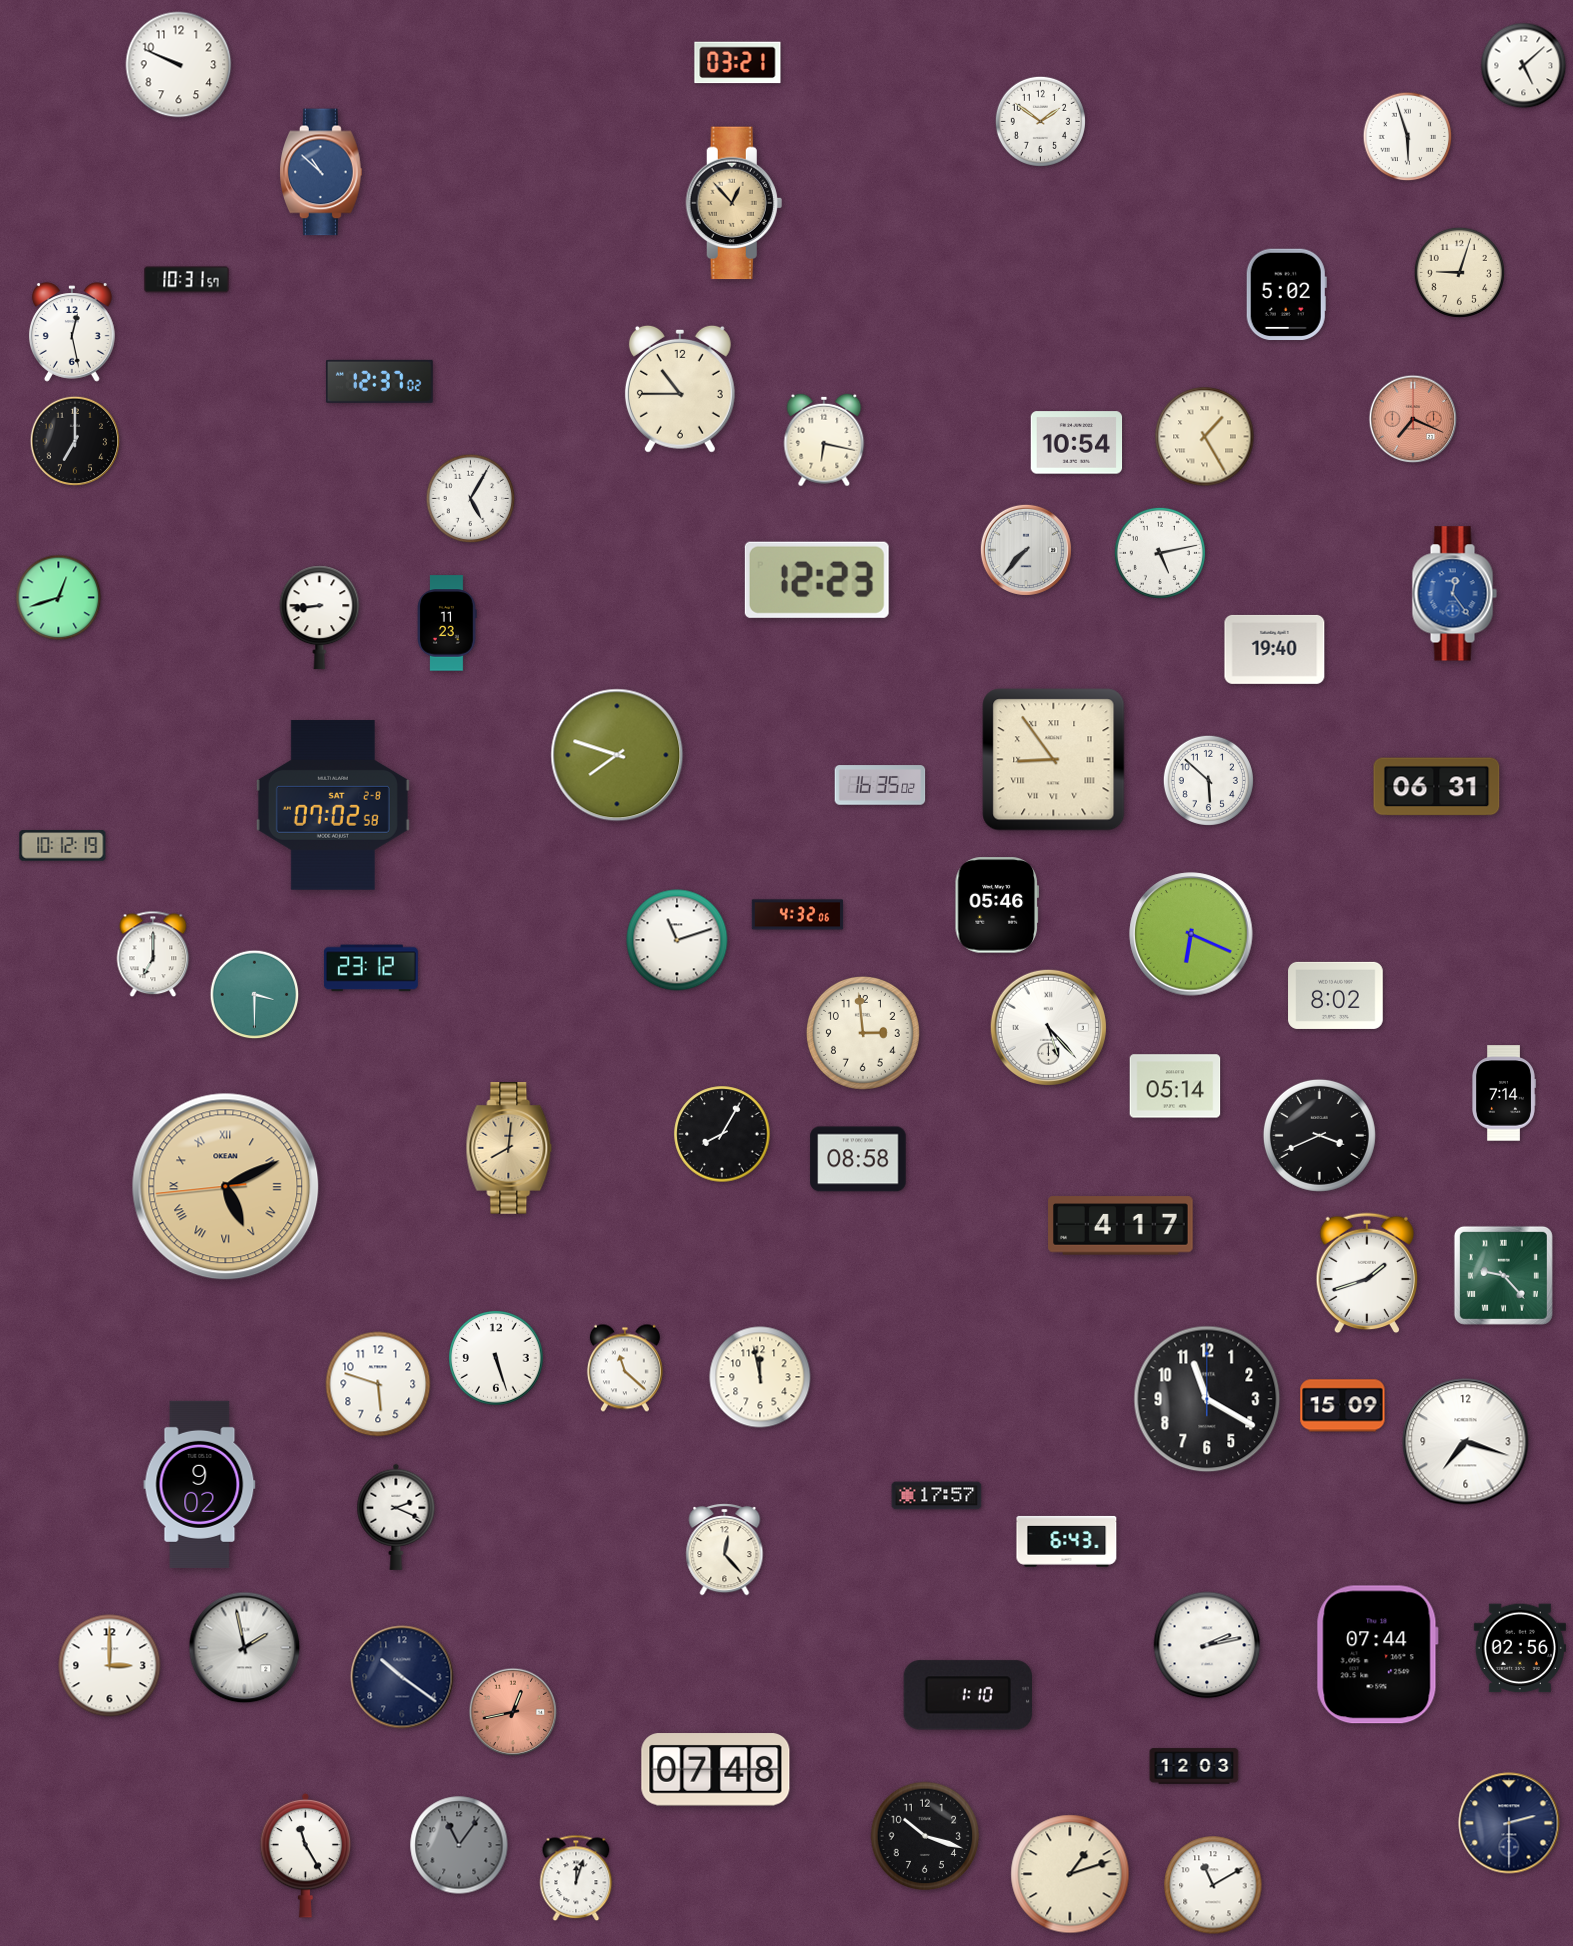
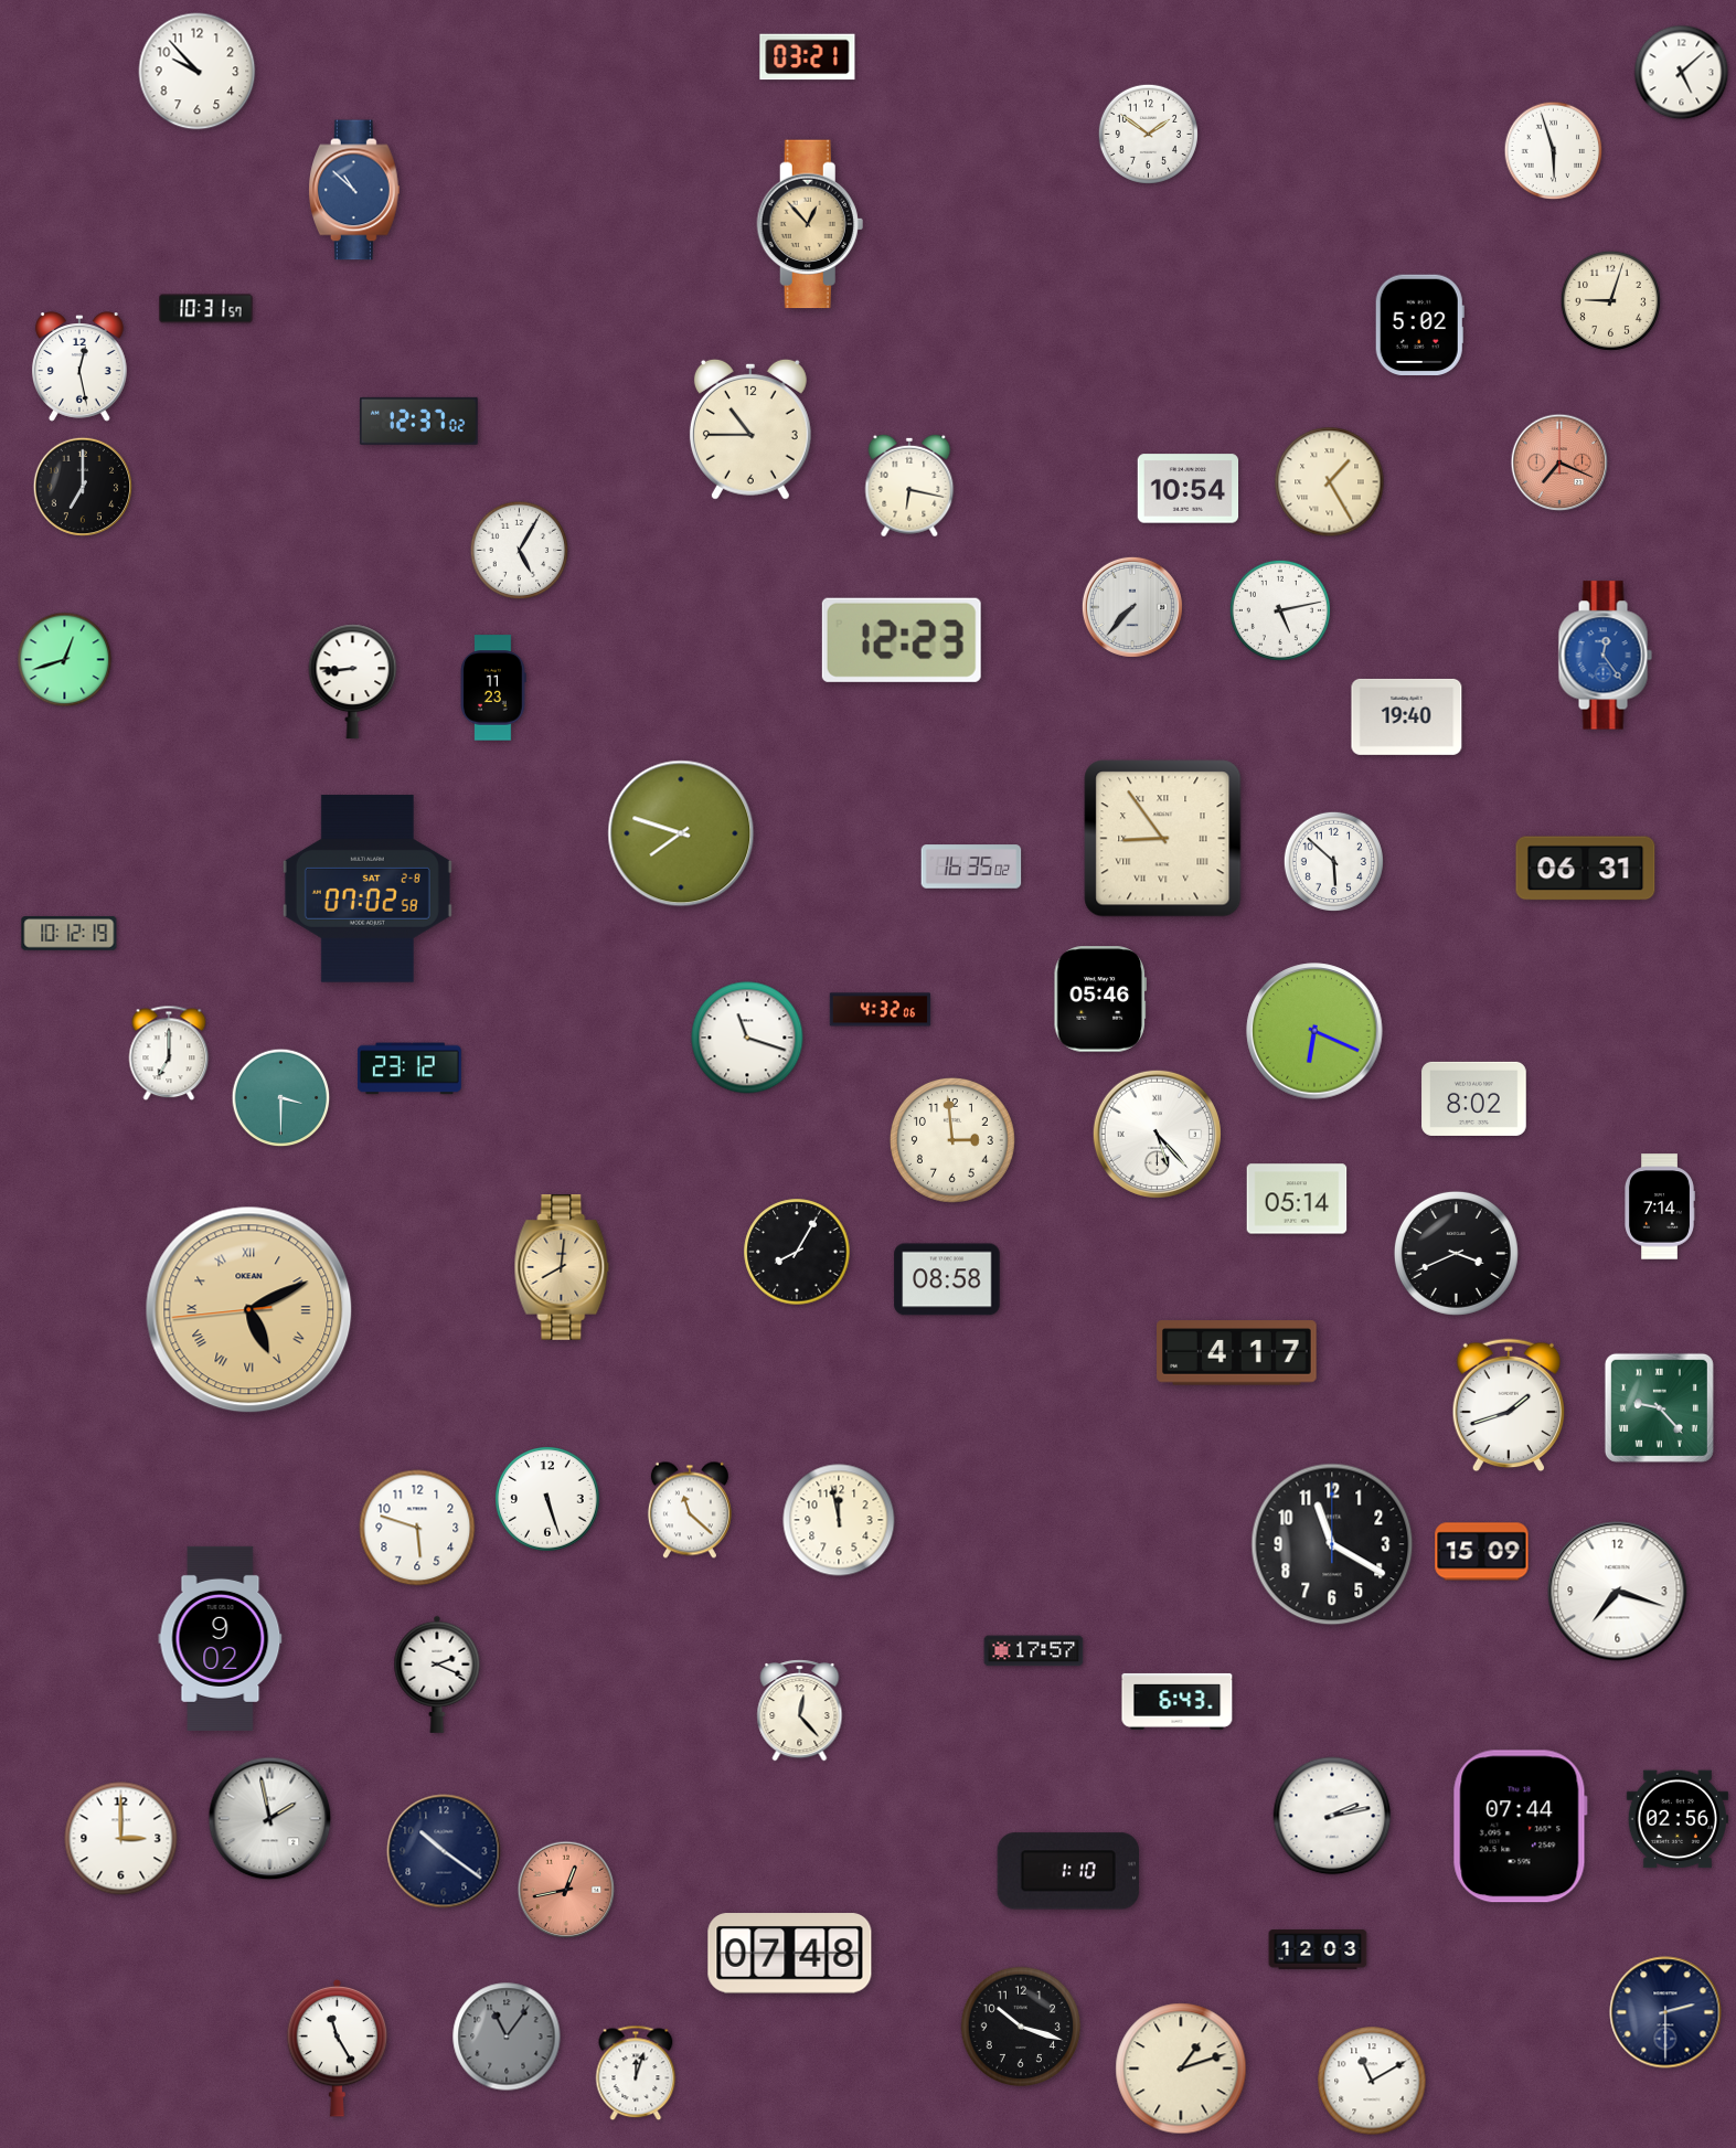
clock at (738, 63) position: (738, 63) -> (808, 57)
clock at (179, 65): 9:49 -> 9:53
clock at (677, 940): 11:12 -> 11:18
clock at (1213, 1885) position: (1213, 1885) -> (1372, 2081)
